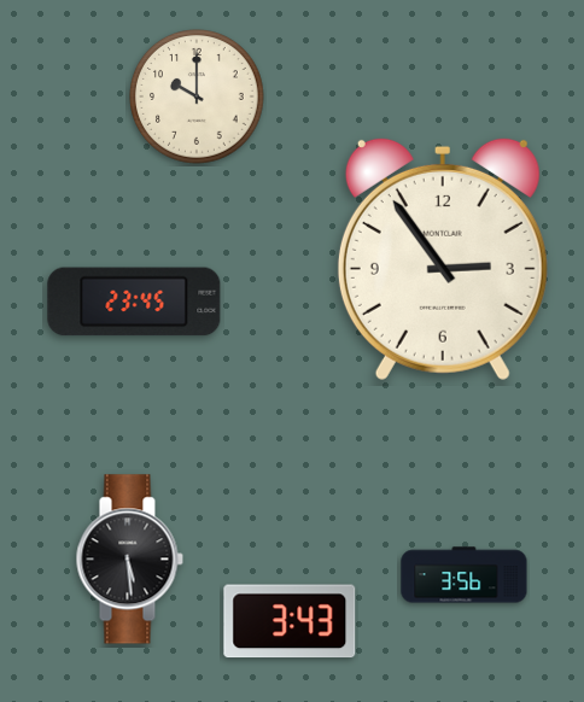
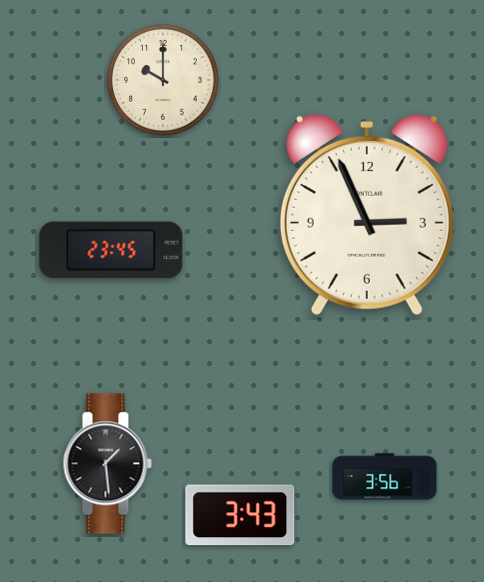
clock at (443, 258): 2:54 -> 2:56
clock at (129, 560): 5:29 -> 1:29
